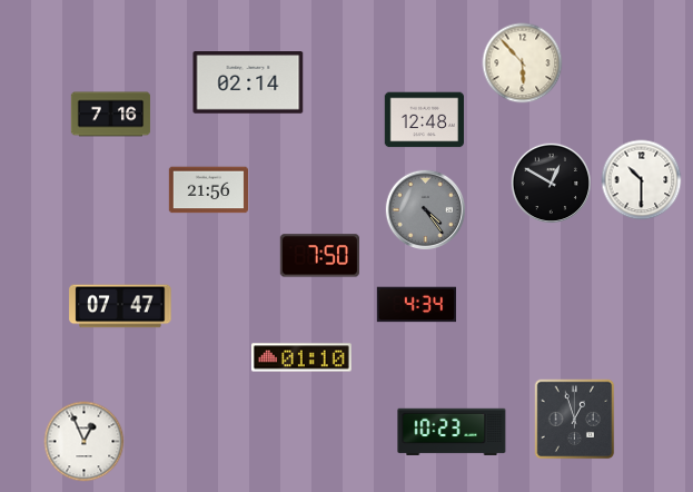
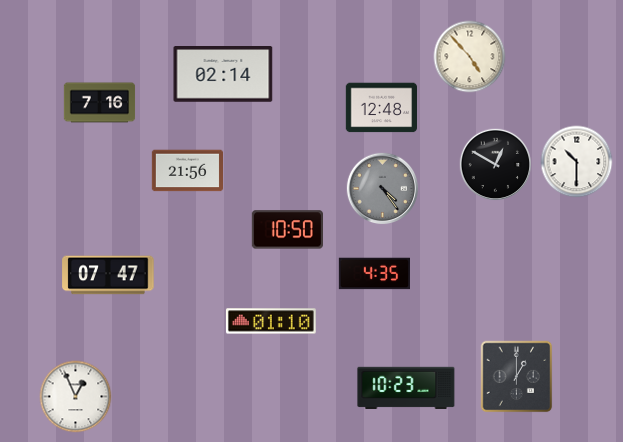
clock at (523, 63): 5:53 -> 4:53
clock at (319, 256): 7:50 -> 10:50
clock at (416, 305): 4:34 -> 4:35
clock at (575, 420): 12:57 -> 1:00
